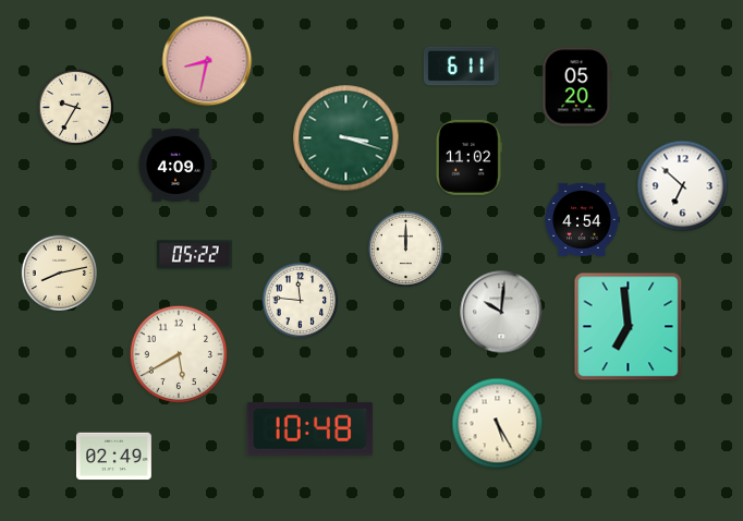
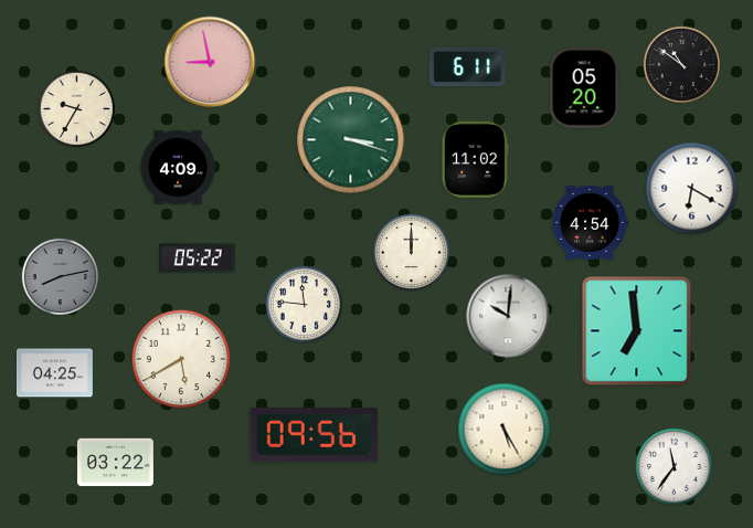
clock at (207, 61): 8:32 -> 8:58
clock at (682, 65): none -> 10:51
clock at (683, 186): 6:52 -> 6:20
clock at (60, 274) dial: cream -> grey
clock at (54, 373): none -> 04:25
clock at (310, 428): 10:48 -> 09:56
clock at (113, 457): 02:49 -> 03:22
clock at (675, 467): none -> 11:36
